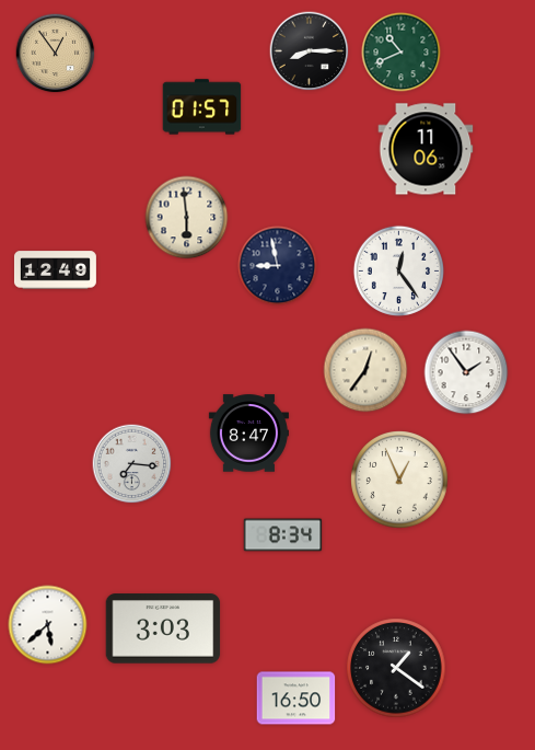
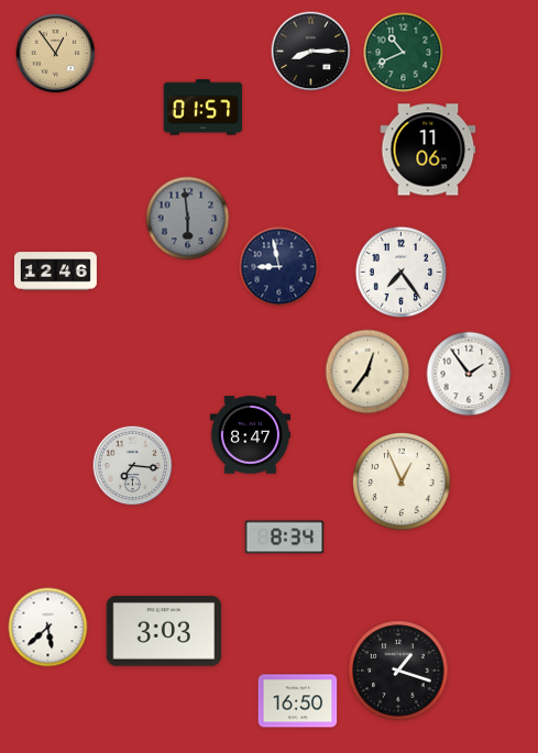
clock at (187, 218) dial: cream -> grey
clock at (55, 270): 12:49 -> 12:46
clock at (398, 270): 12:24 -> 7:24
clock at (396, 668): 1:21 -> 1:18
